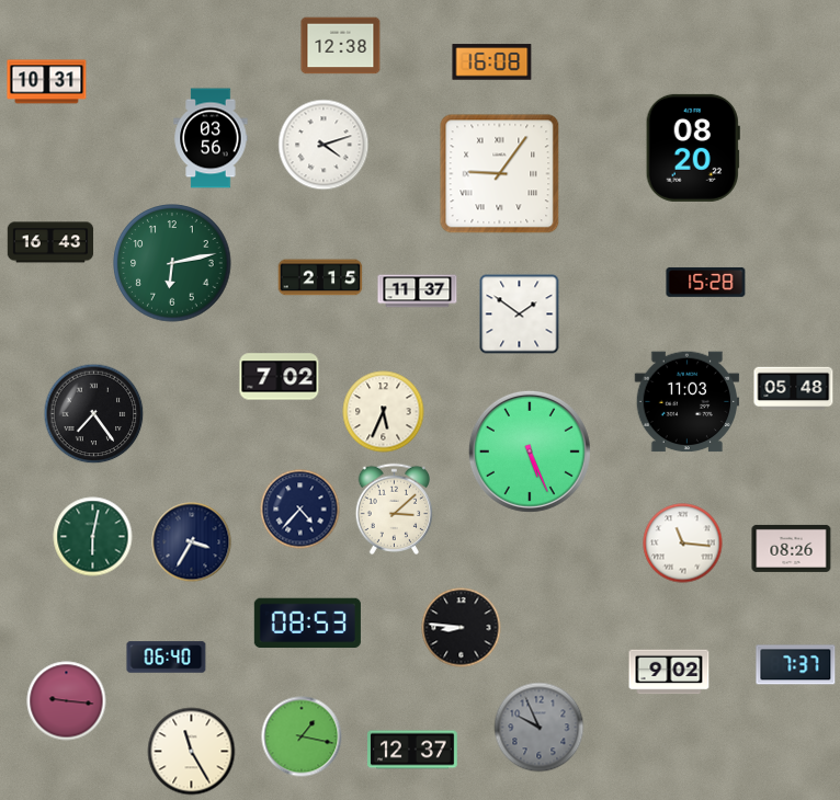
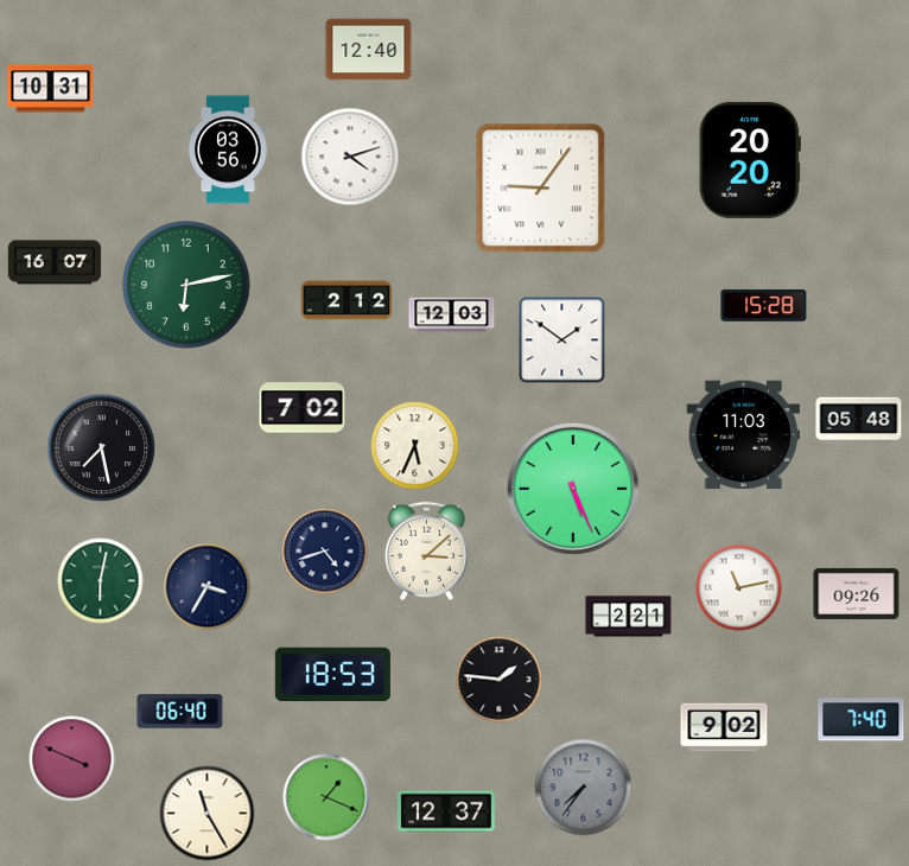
clock at (341, 46): 12:38 -> 12:40
clock at (492, 62): 16:08 -> none
clock at (693, 148): 08:20 -> 20:20
clock at (50, 242): 16:43 -> 16:07
clock at (320, 277): 2:15 -> 2:12
clock at (418, 292): 11:37 -> 12:03
clock at (94, 414): 7:24 -> 7:28
clock at (300, 510): 4:37 -> 4:42
clock at (683, 544): 11:16 -> 11:13
clock at (792, 548): 08:26 -> 09:26
clock at (629, 617): none -> 2:21
clock at (307, 624): 08:53 -> 18:53
clock at (462, 628): 8:46 -> 1:46
clock at (796, 665): 7:37 -> 7:40
clock at (67, 701): 9:16 -> 3:49
clock at (540, 728): 9:56 -> 7:36
clock at (302, 736): 1:17 -> 1:19
